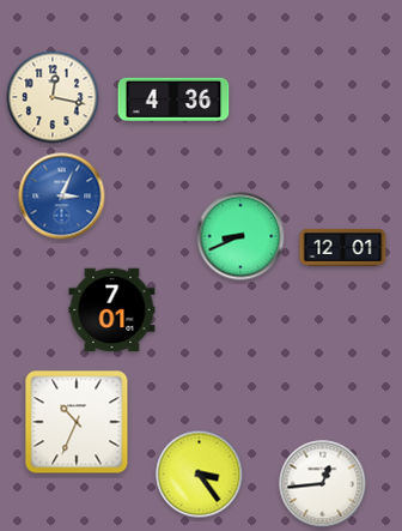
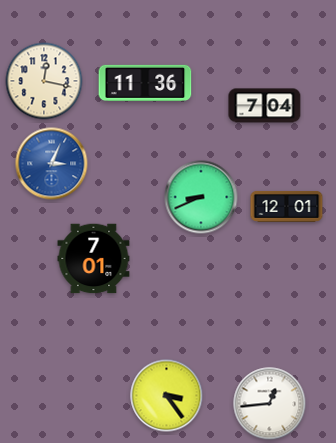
clock at (173, 99): 4:36 -> 11:36
clock at (265, 106): none -> 7:04
clock at (77, 422): 10:34 -> none
